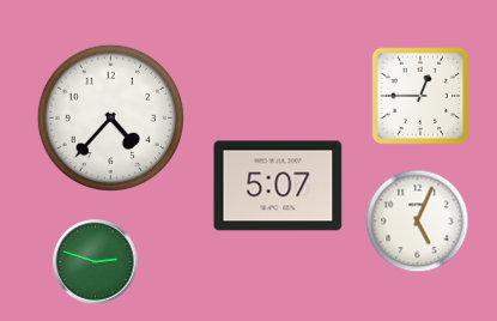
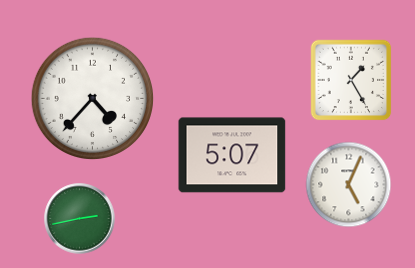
clock at (420, 96): 12:45 -> 1:25
clock at (96, 262): 2:48 -> 2:43
